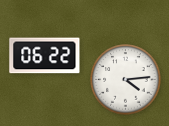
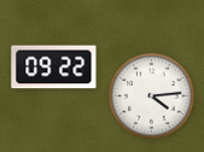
clock at (45, 56): 06:22 -> 09:22
